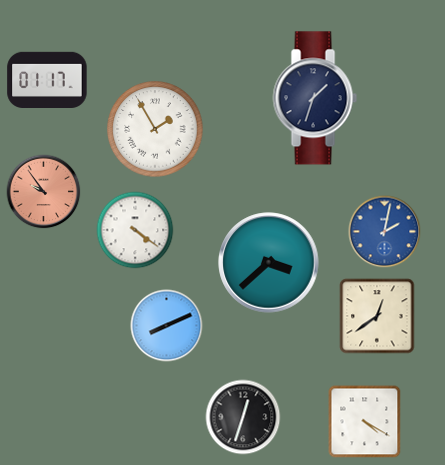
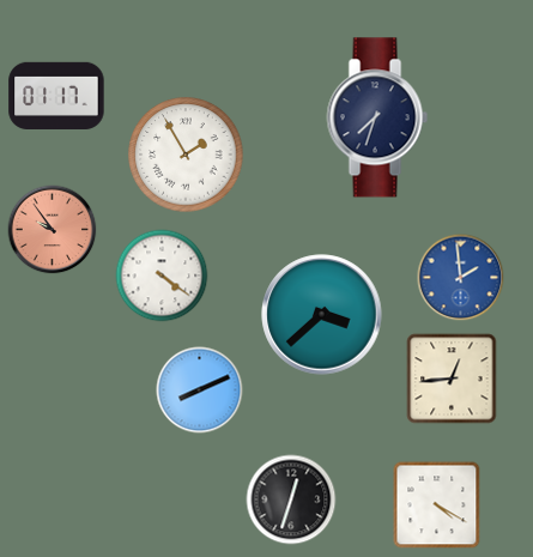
clock at (315, 98): 1:33 -> 7:33
clock at (385, 232): 2:02 -> 1:59
clock at (377, 316): 12:39 -> 12:44
